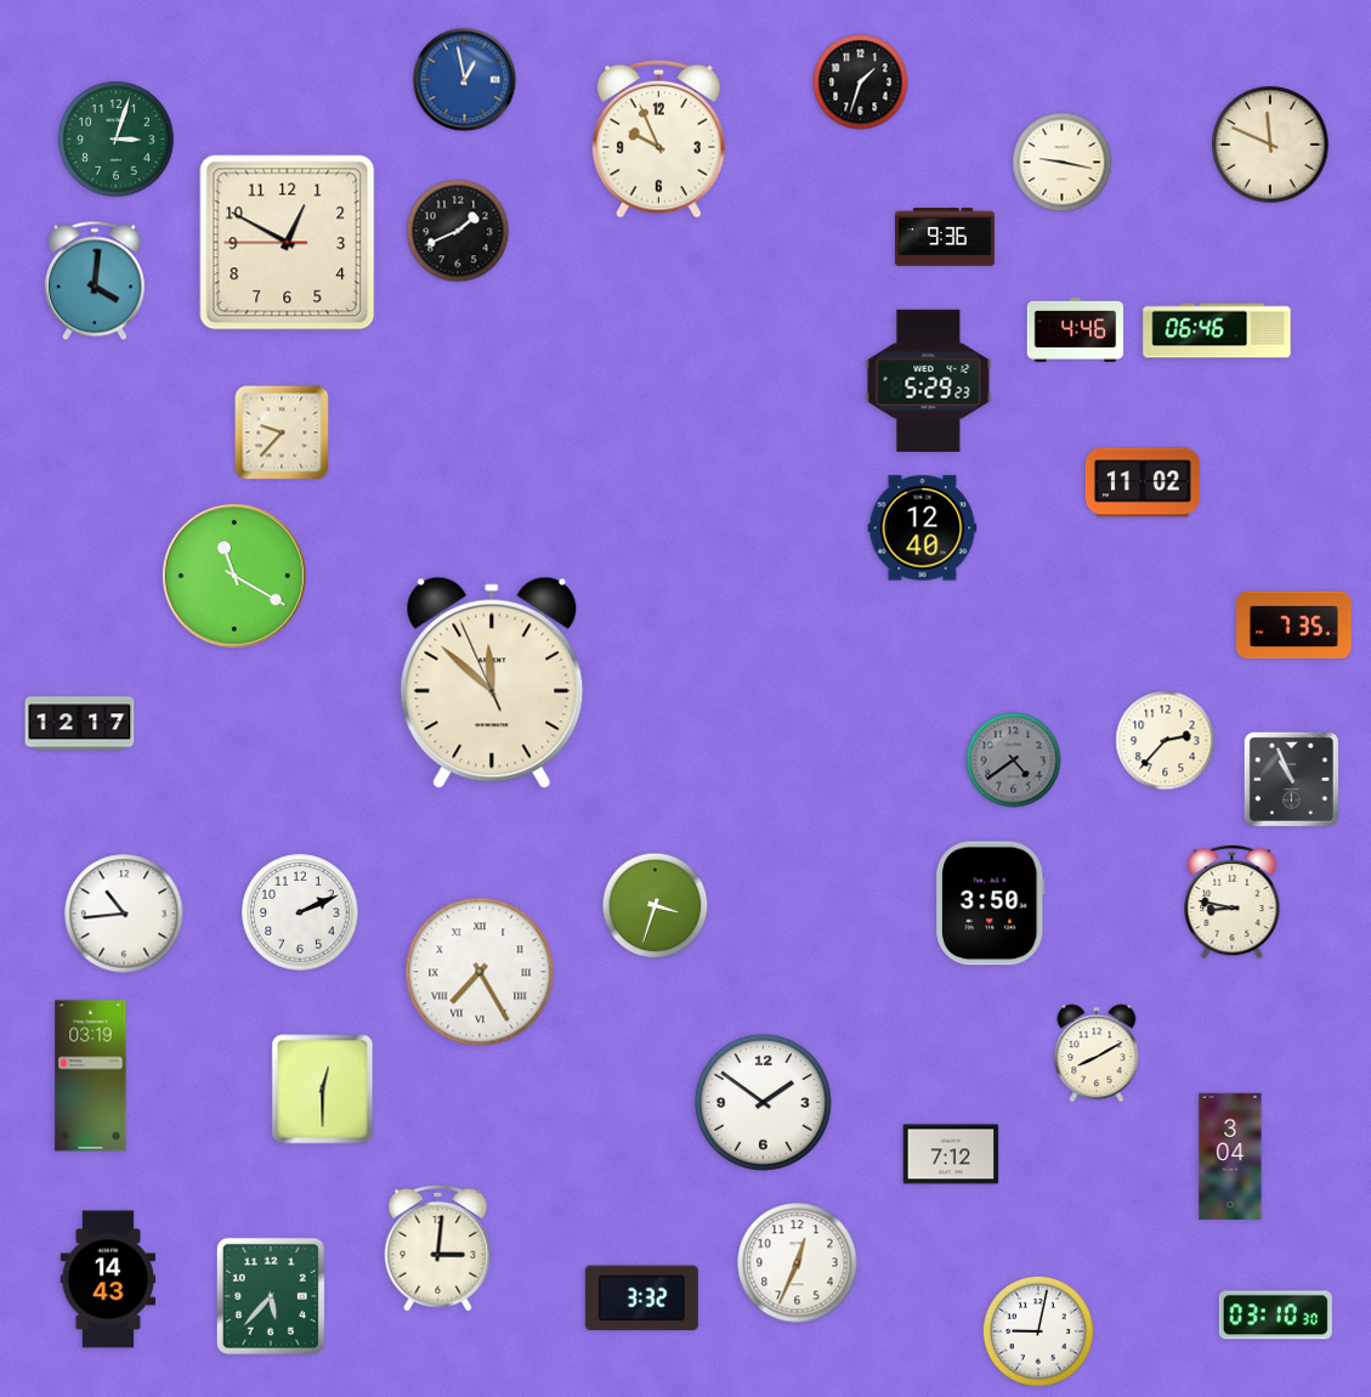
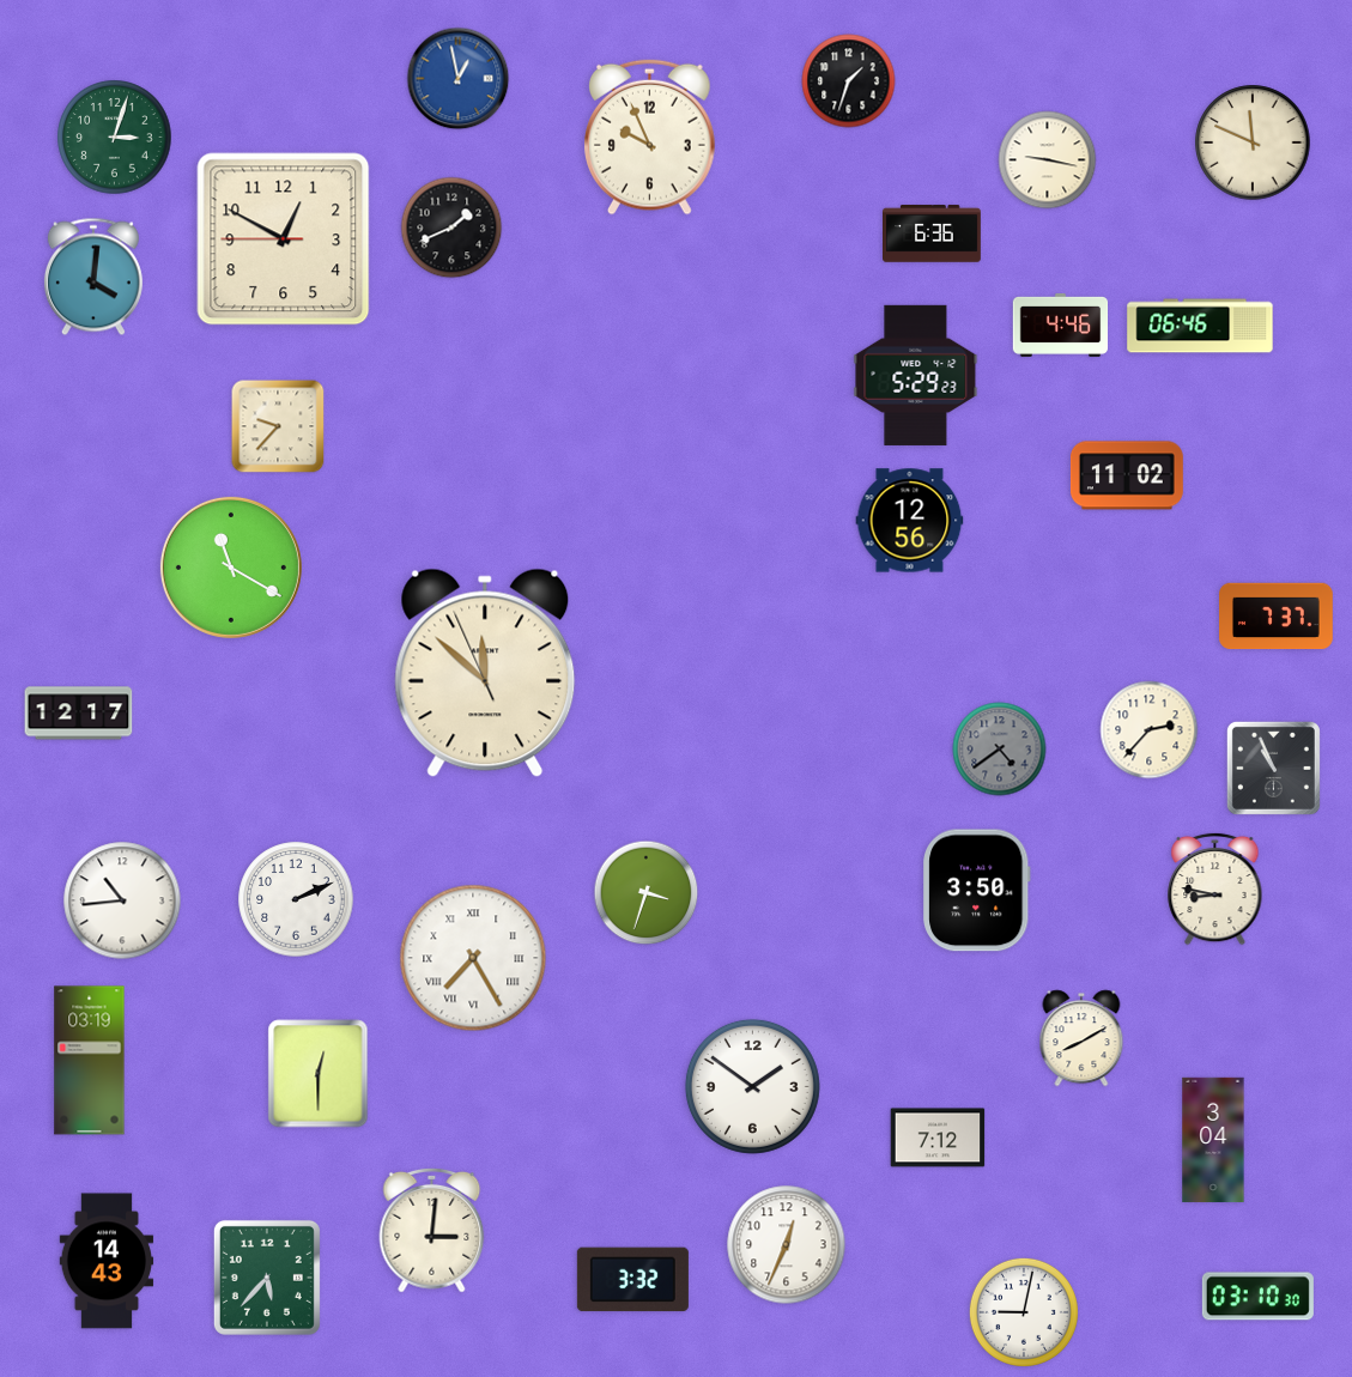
clock at (946, 237): 9:36 -> 6:36
clock at (923, 528): 12:40 -> 12:56
clock at (1294, 626): 7:35 -> 7:37
